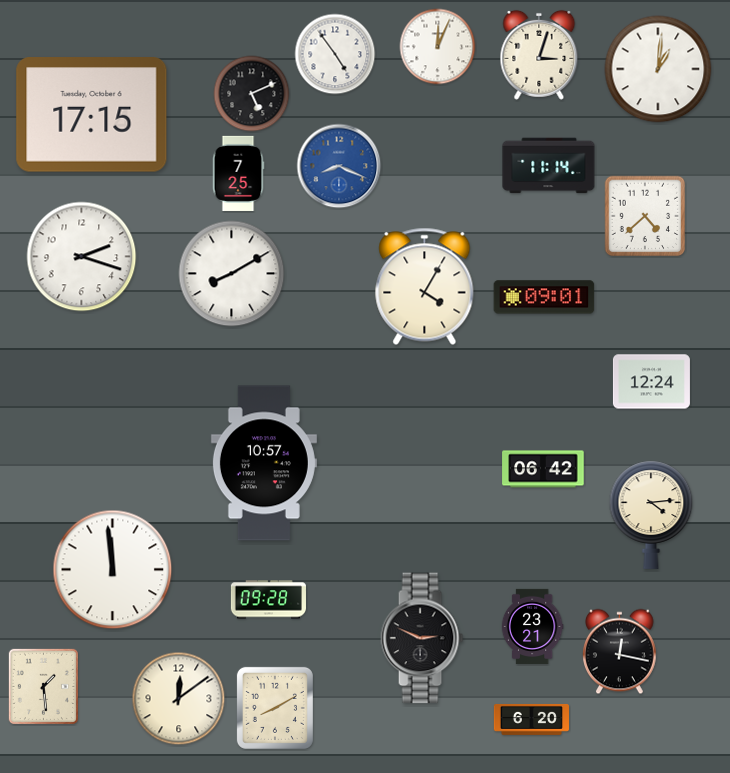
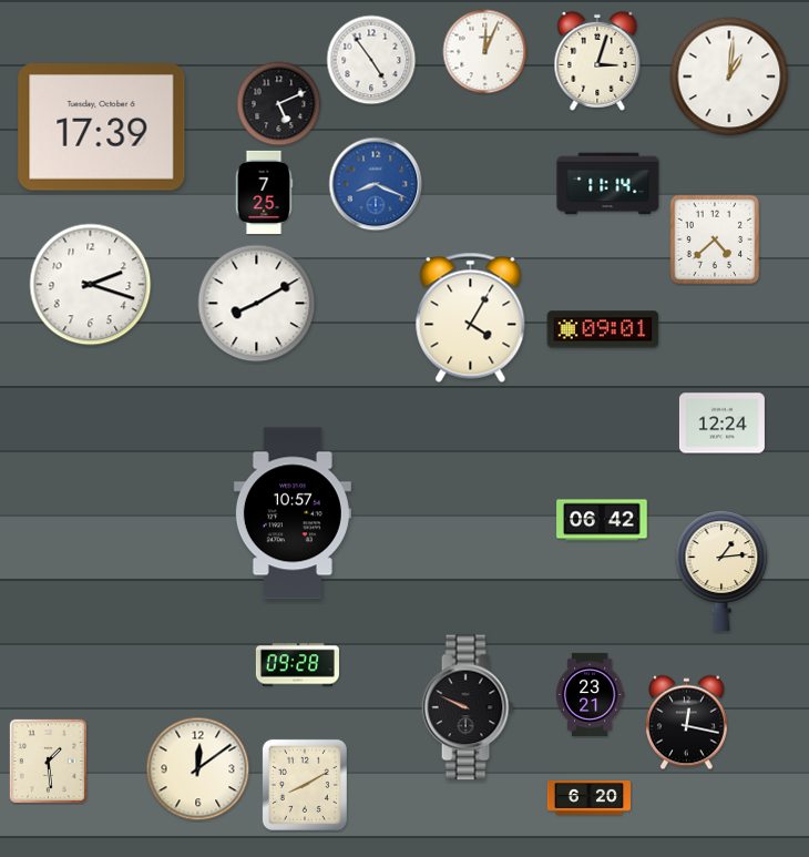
clock at (92, 115): 17:15 -> 17:39
clock at (651, 515): 4:14 -> 1:14
clock at (113, 570): 11:59 -> none
clock at (422, 638): 2:49 -> 9:49
clock at (179, 699) position: (179, 699) -> (198, 769)
